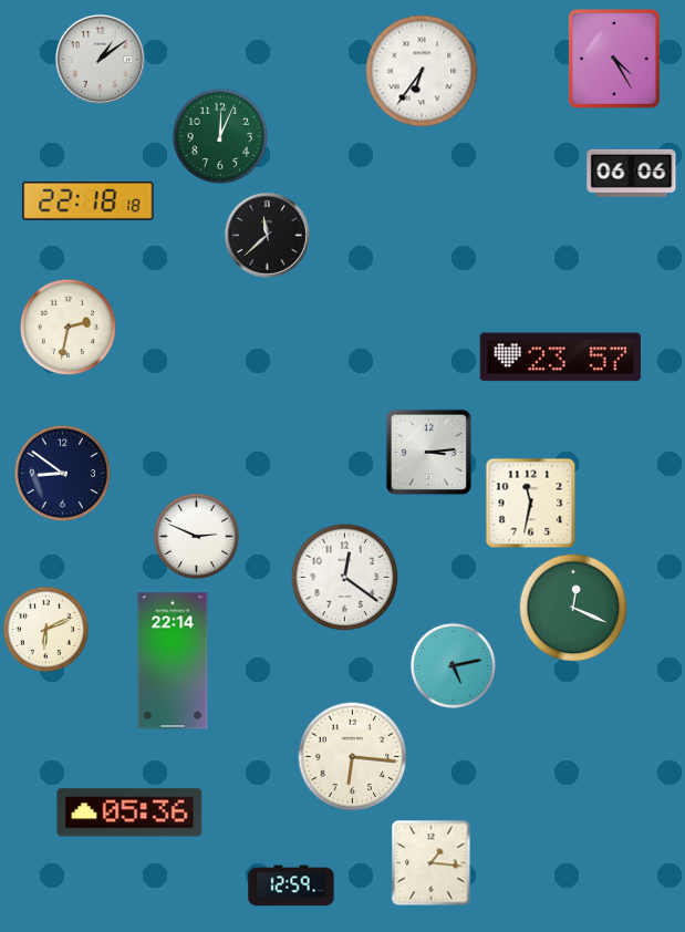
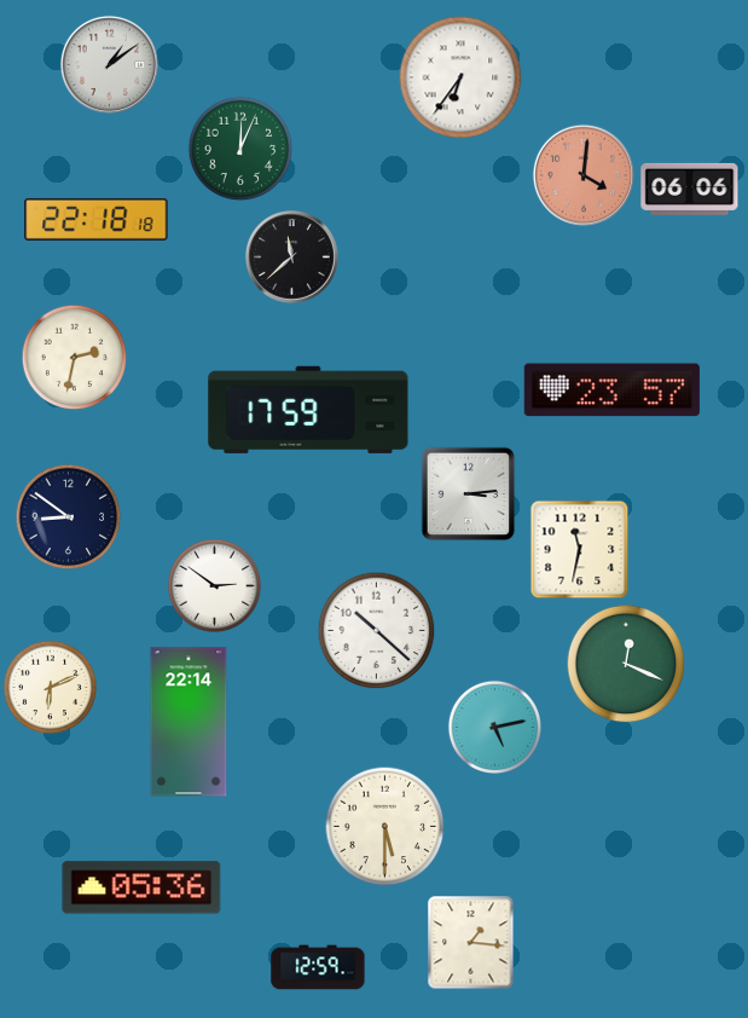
clock at (614, 59): 4:25 -> none
clock at (584, 175): none -> 4:01
clock at (308, 410): none -> 17:59
clock at (196, 536): 2:49 -> 2:51
clock at (344, 577): 12:21 -> 10:22
clock at (353, 757): 6:16 -> 5:30
